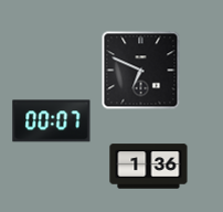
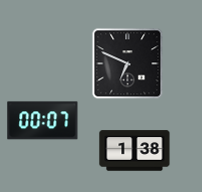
clock at (52, 121) position: (52, 121) -> (43, 121)
clock at (149, 167): 1:36 -> 1:38
